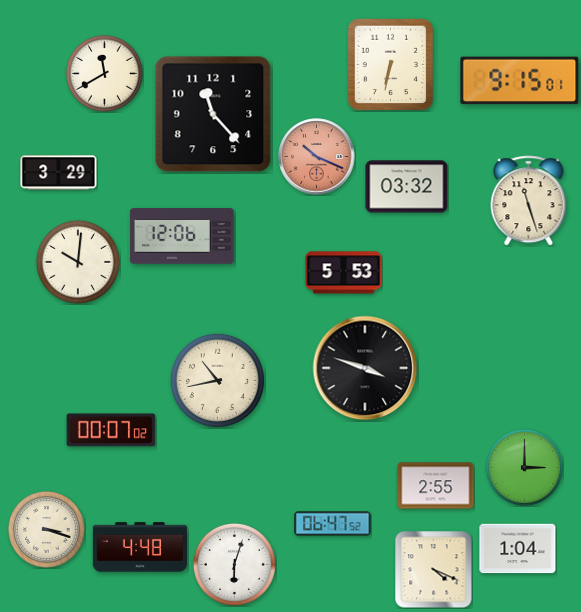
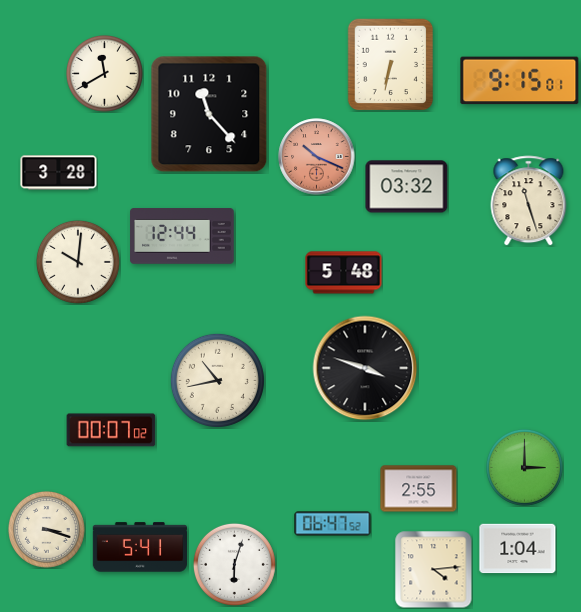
clock at (213, 114) position: (213, 114) -> (209, 114)
clock at (59, 173): 3:29 -> 3:28
clock at (182, 236): 12:06 -> 12:44
clock at (344, 273): 5:53 -> 5:48
clock at (436, 486) position: (436, 486) -> (419, 489)
clock at (140, 547): 4:48 -> 5:41
clock at (434, 570): 4:19 -> 4:14
